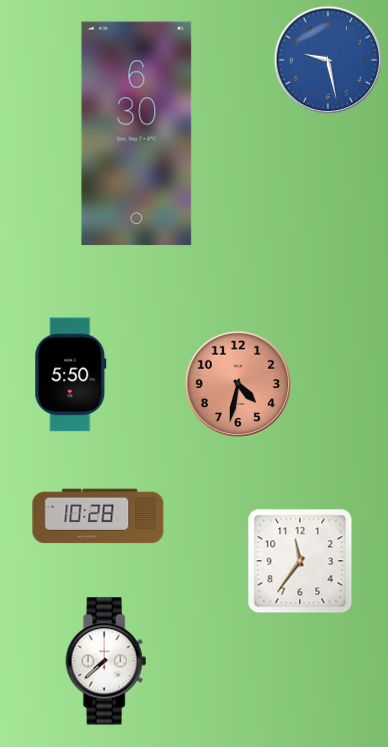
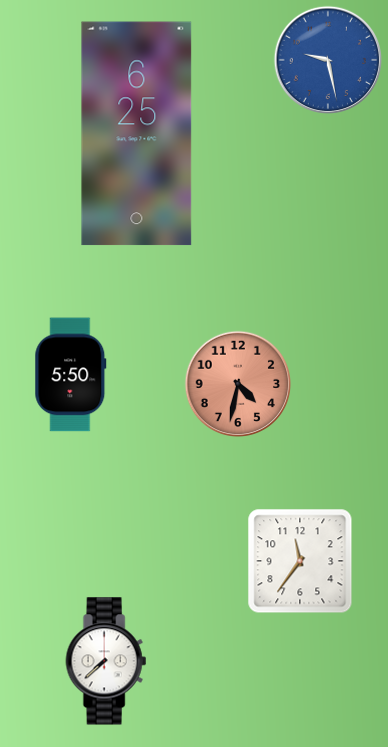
clock at (137, 134): 6:30 -> 6:25
clock at (98, 516): 10:28 -> none
